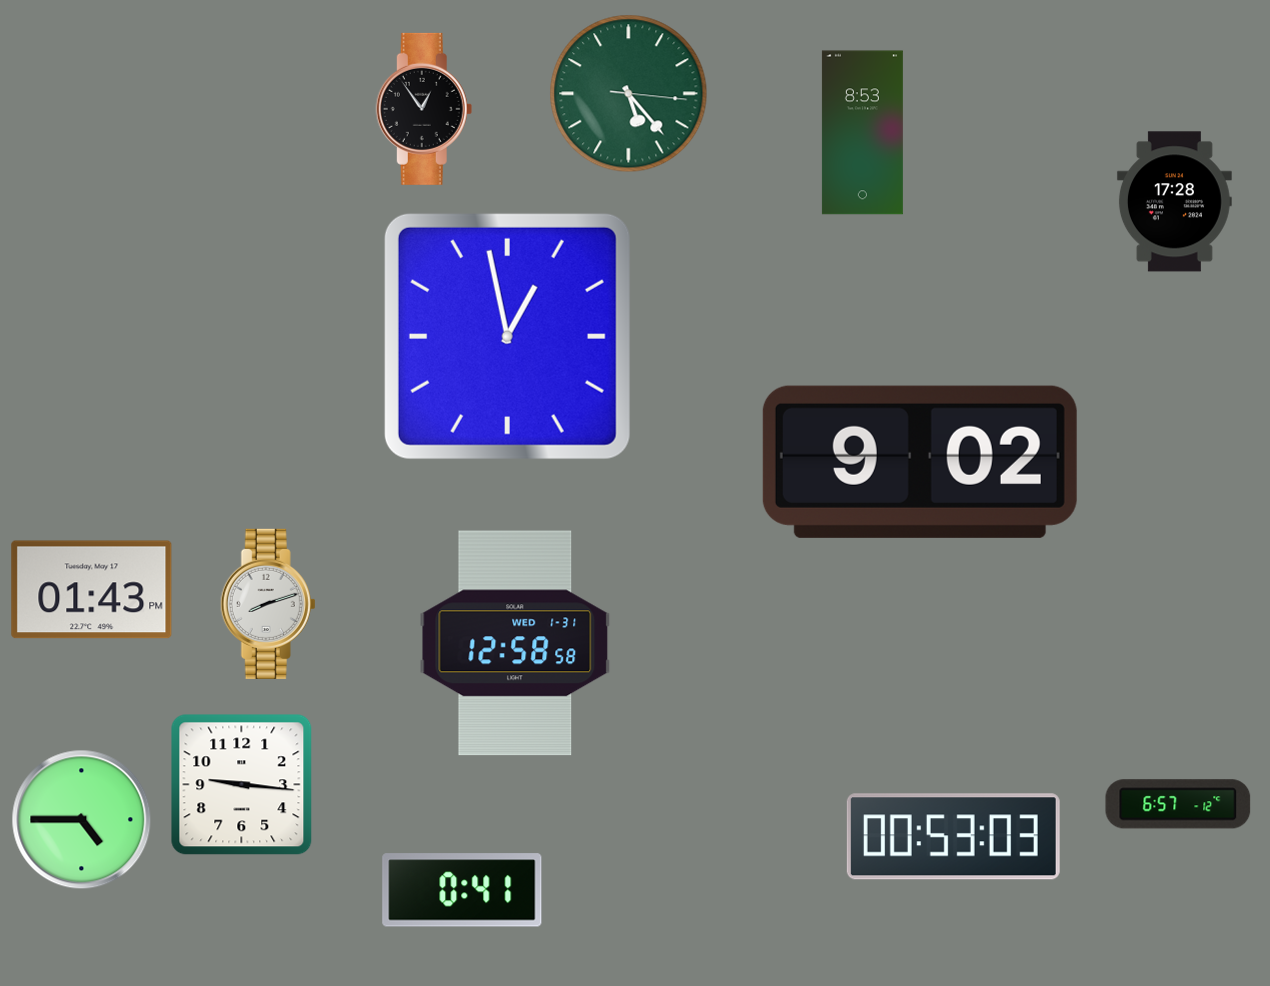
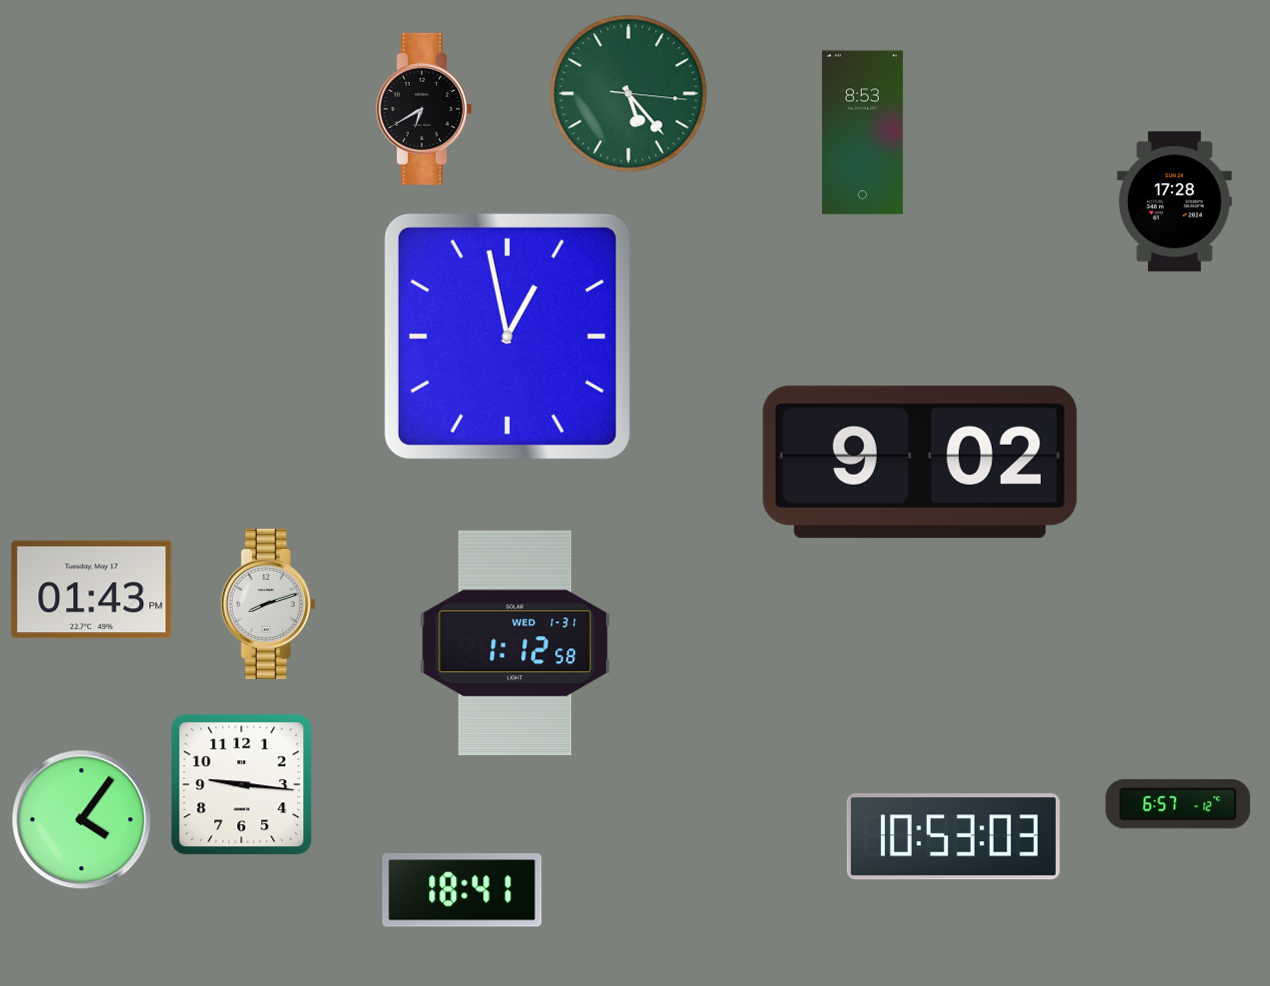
clock at (424, 109): 12:54 -> 6:40
clock at (515, 643): 12:58 -> 1:12
clock at (82, 820): 4:45 -> 4:06
clock at (953, 837): 00:53 -> 10:53
clock at (462, 890): 0:41 -> 18:41
